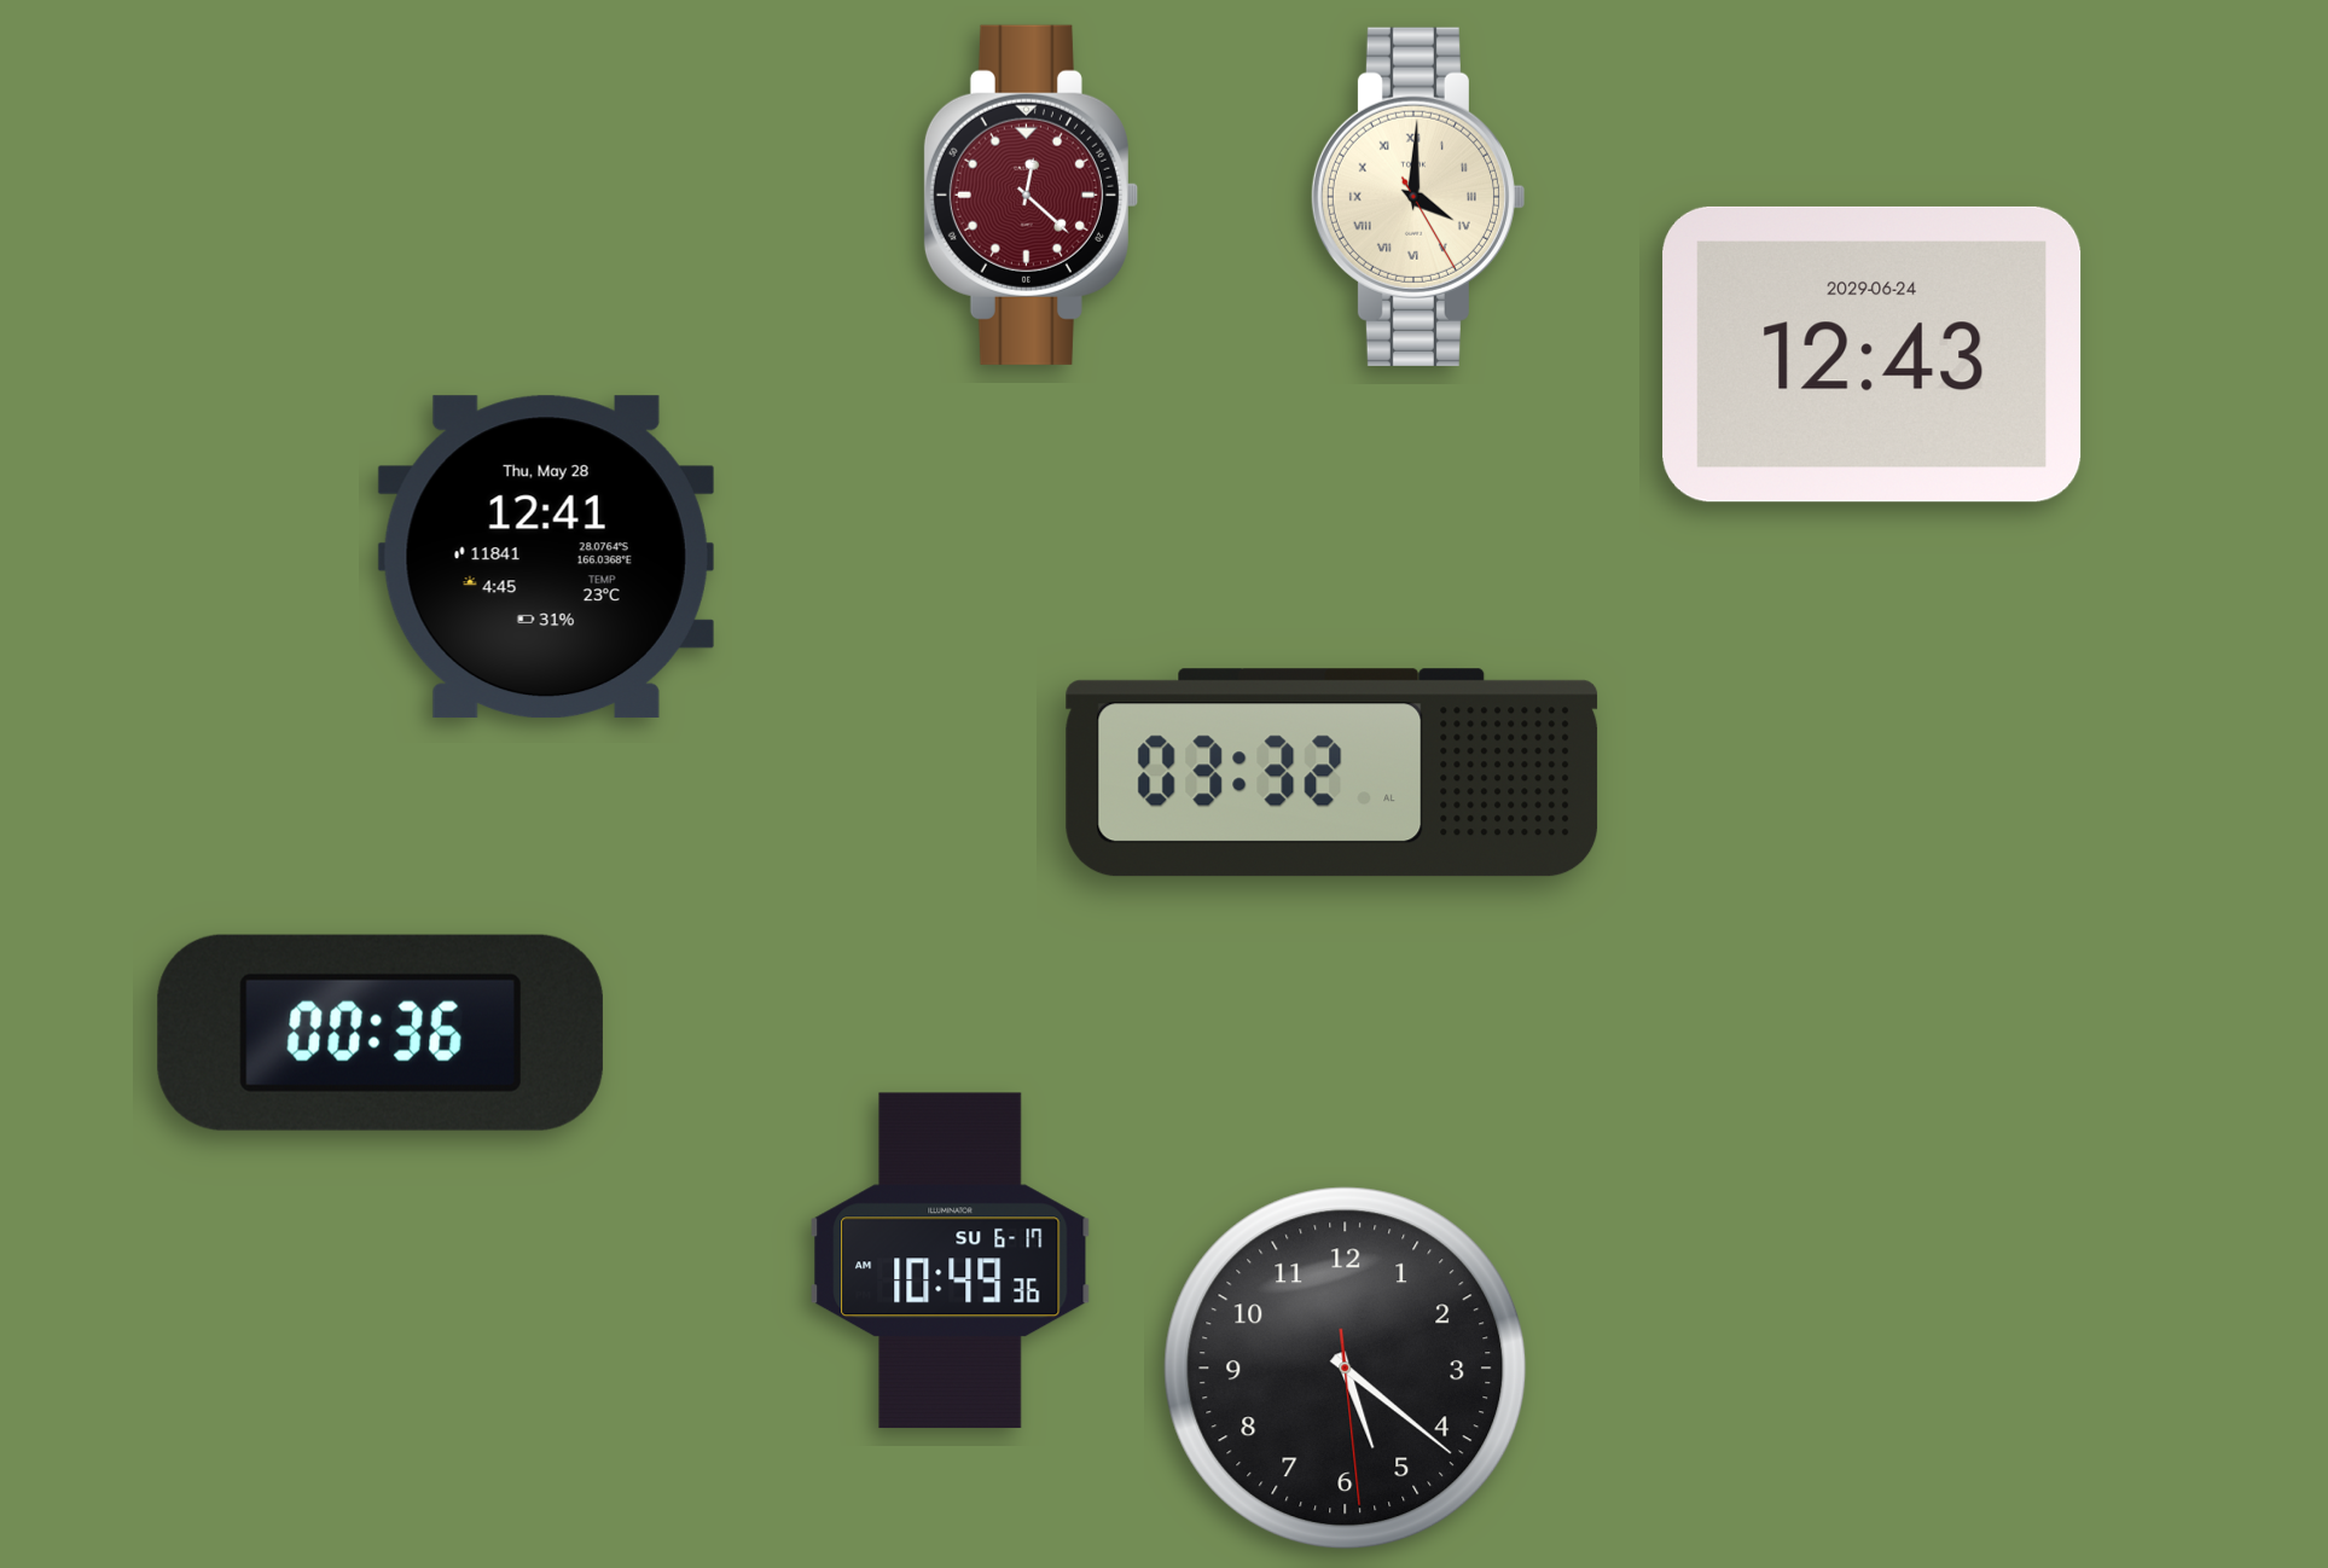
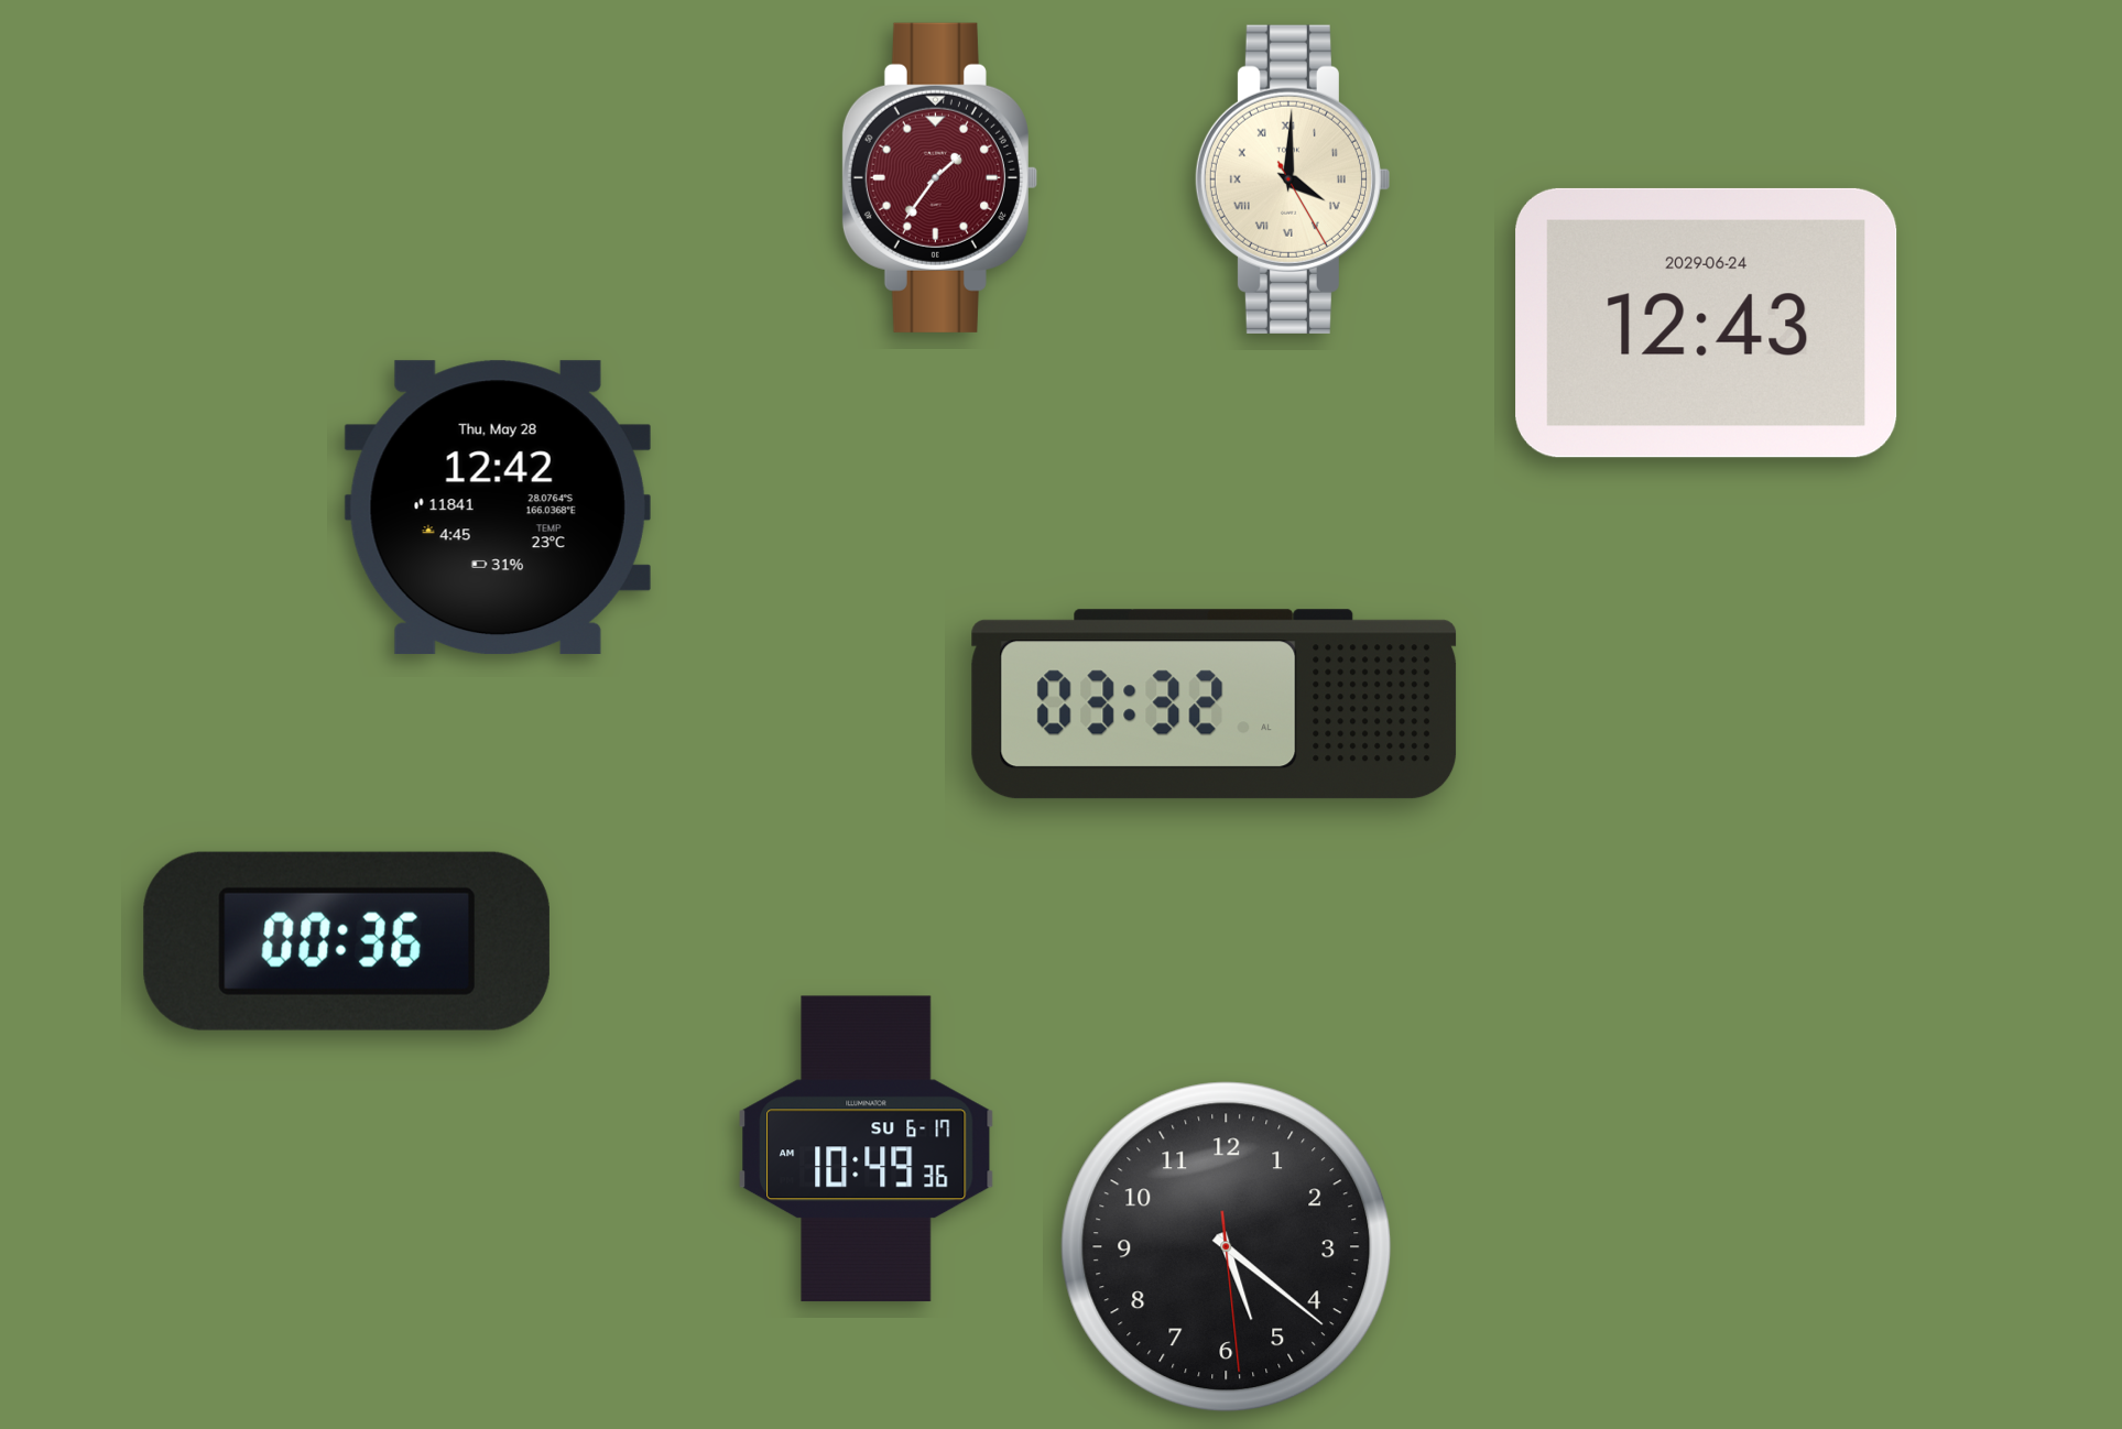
clock at (1031, 194): 12:22 -> 1:36
clock at (546, 557): 12:41 -> 12:42
